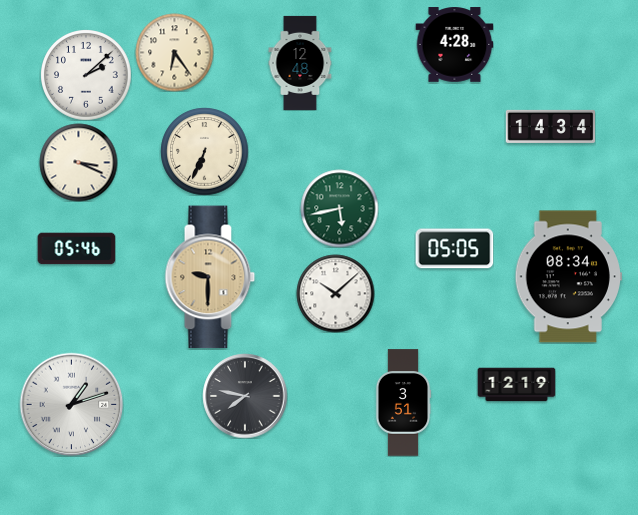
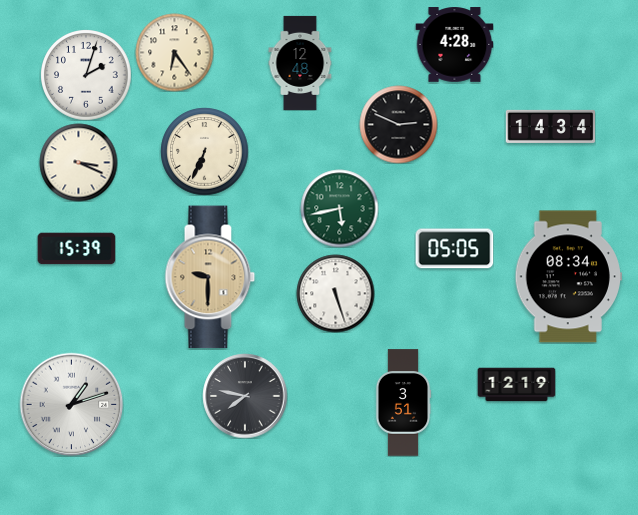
clock at (86, 75): 2:08 -> 2:03
clock at (398, 124): none -> 2:49
clock at (76, 249): 05:46 -> 15:39
clock at (335, 293): 10:08 -> 5:27
